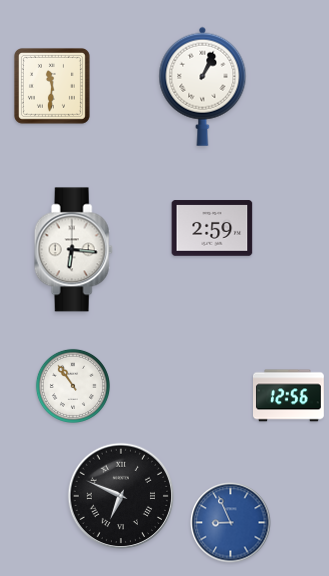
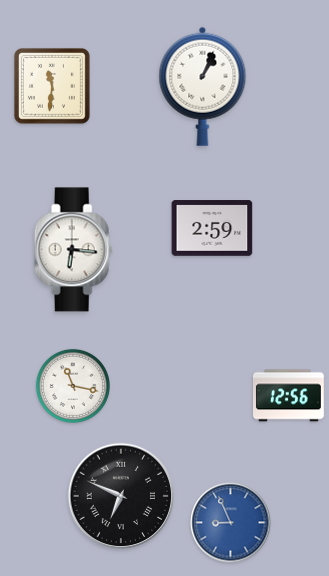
clock at (73, 386): 10:54 -> 11:17
